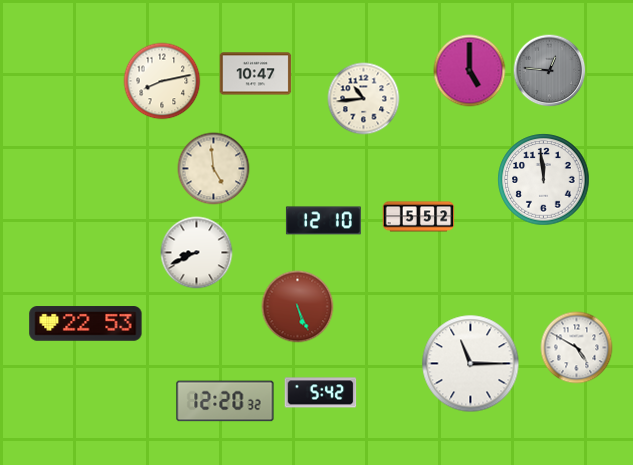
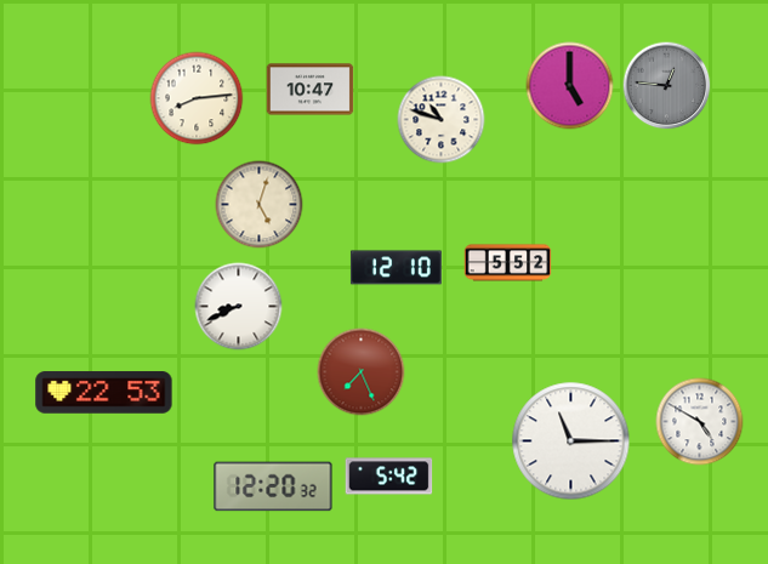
clock at (162, 81): 8:13 -> 8:14
clock at (364, 99): 10:44 -> 10:48
clock at (214, 169): 4:59 -> 5:03
clock at (544, 180): 11:59 -> none
clock at (323, 221) position: (323, 221) -> (396, 268)
clock at (298, 307): 5:26 -> 7:26
